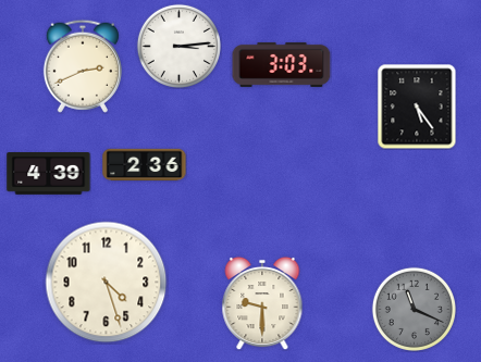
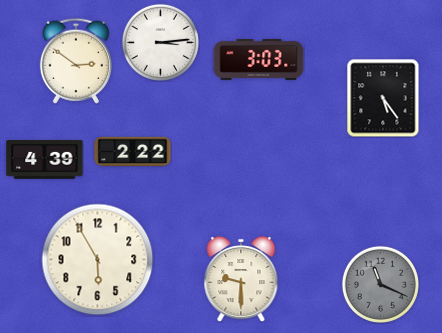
clock at (178, 46) position: (178, 46) -> (160, 42)
clock at (83, 66): 2:41 -> 2:51
clock at (145, 165): 2:36 -> 2:22
clock at (107, 283): 4:27 -> 5:55
